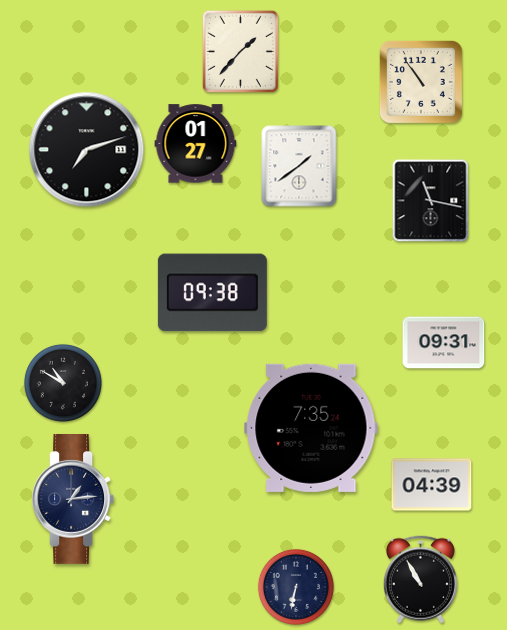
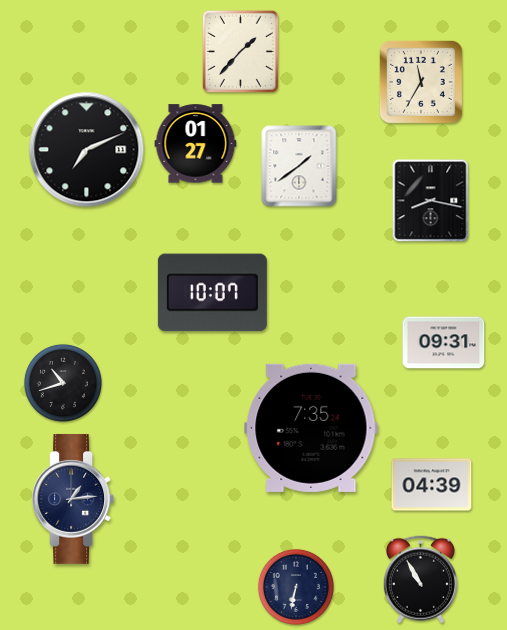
clock at (421, 82): 10:54 -> 11:35
clock at (87, 150): 7:12 -> 7:11
clock at (431, 201): 11:17 -> 8:17
clock at (212, 293): 09:38 -> 10:07
clock at (63, 383): 10:50 -> 10:42
